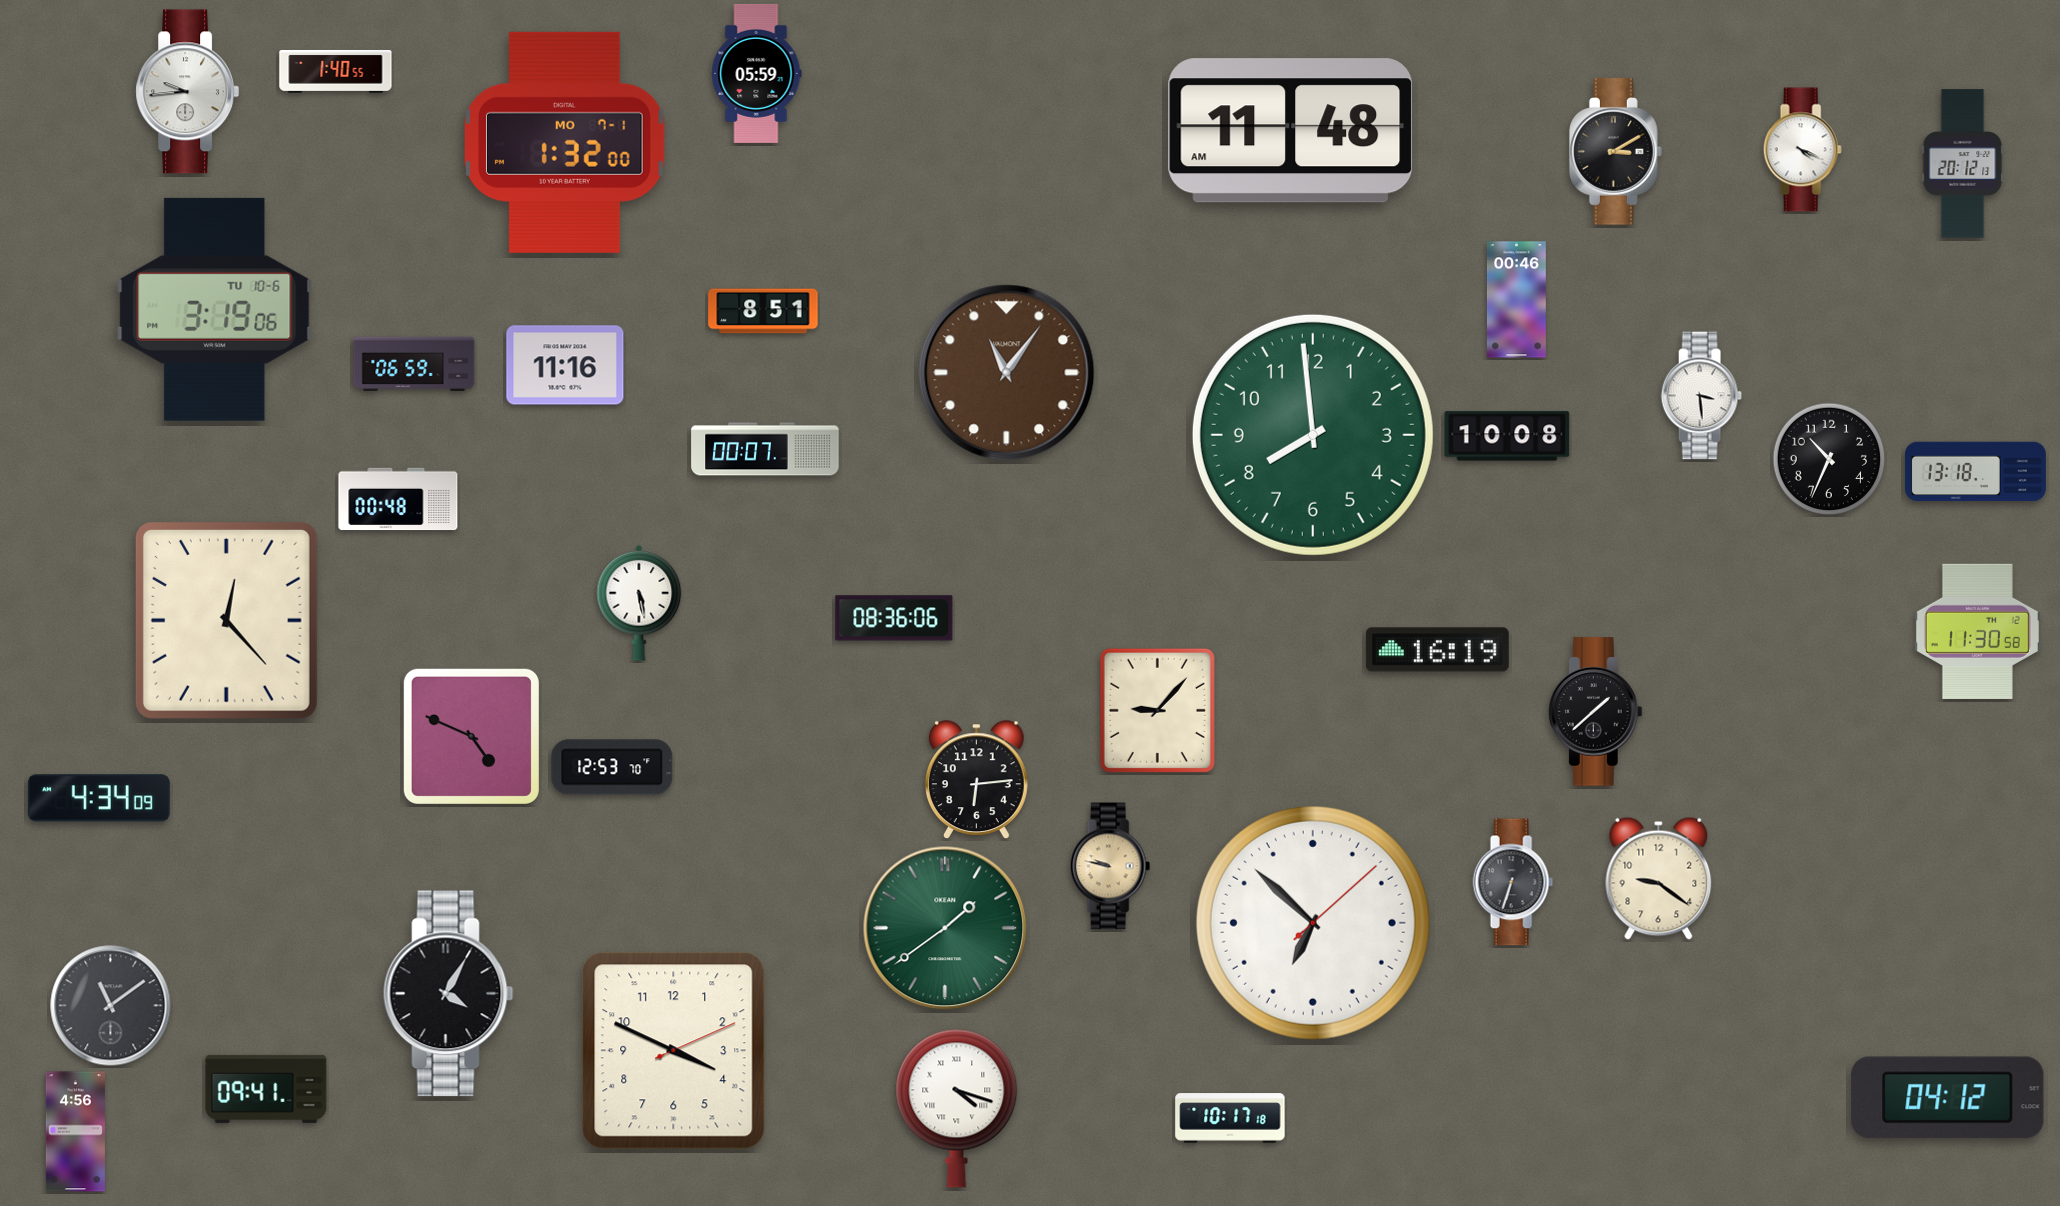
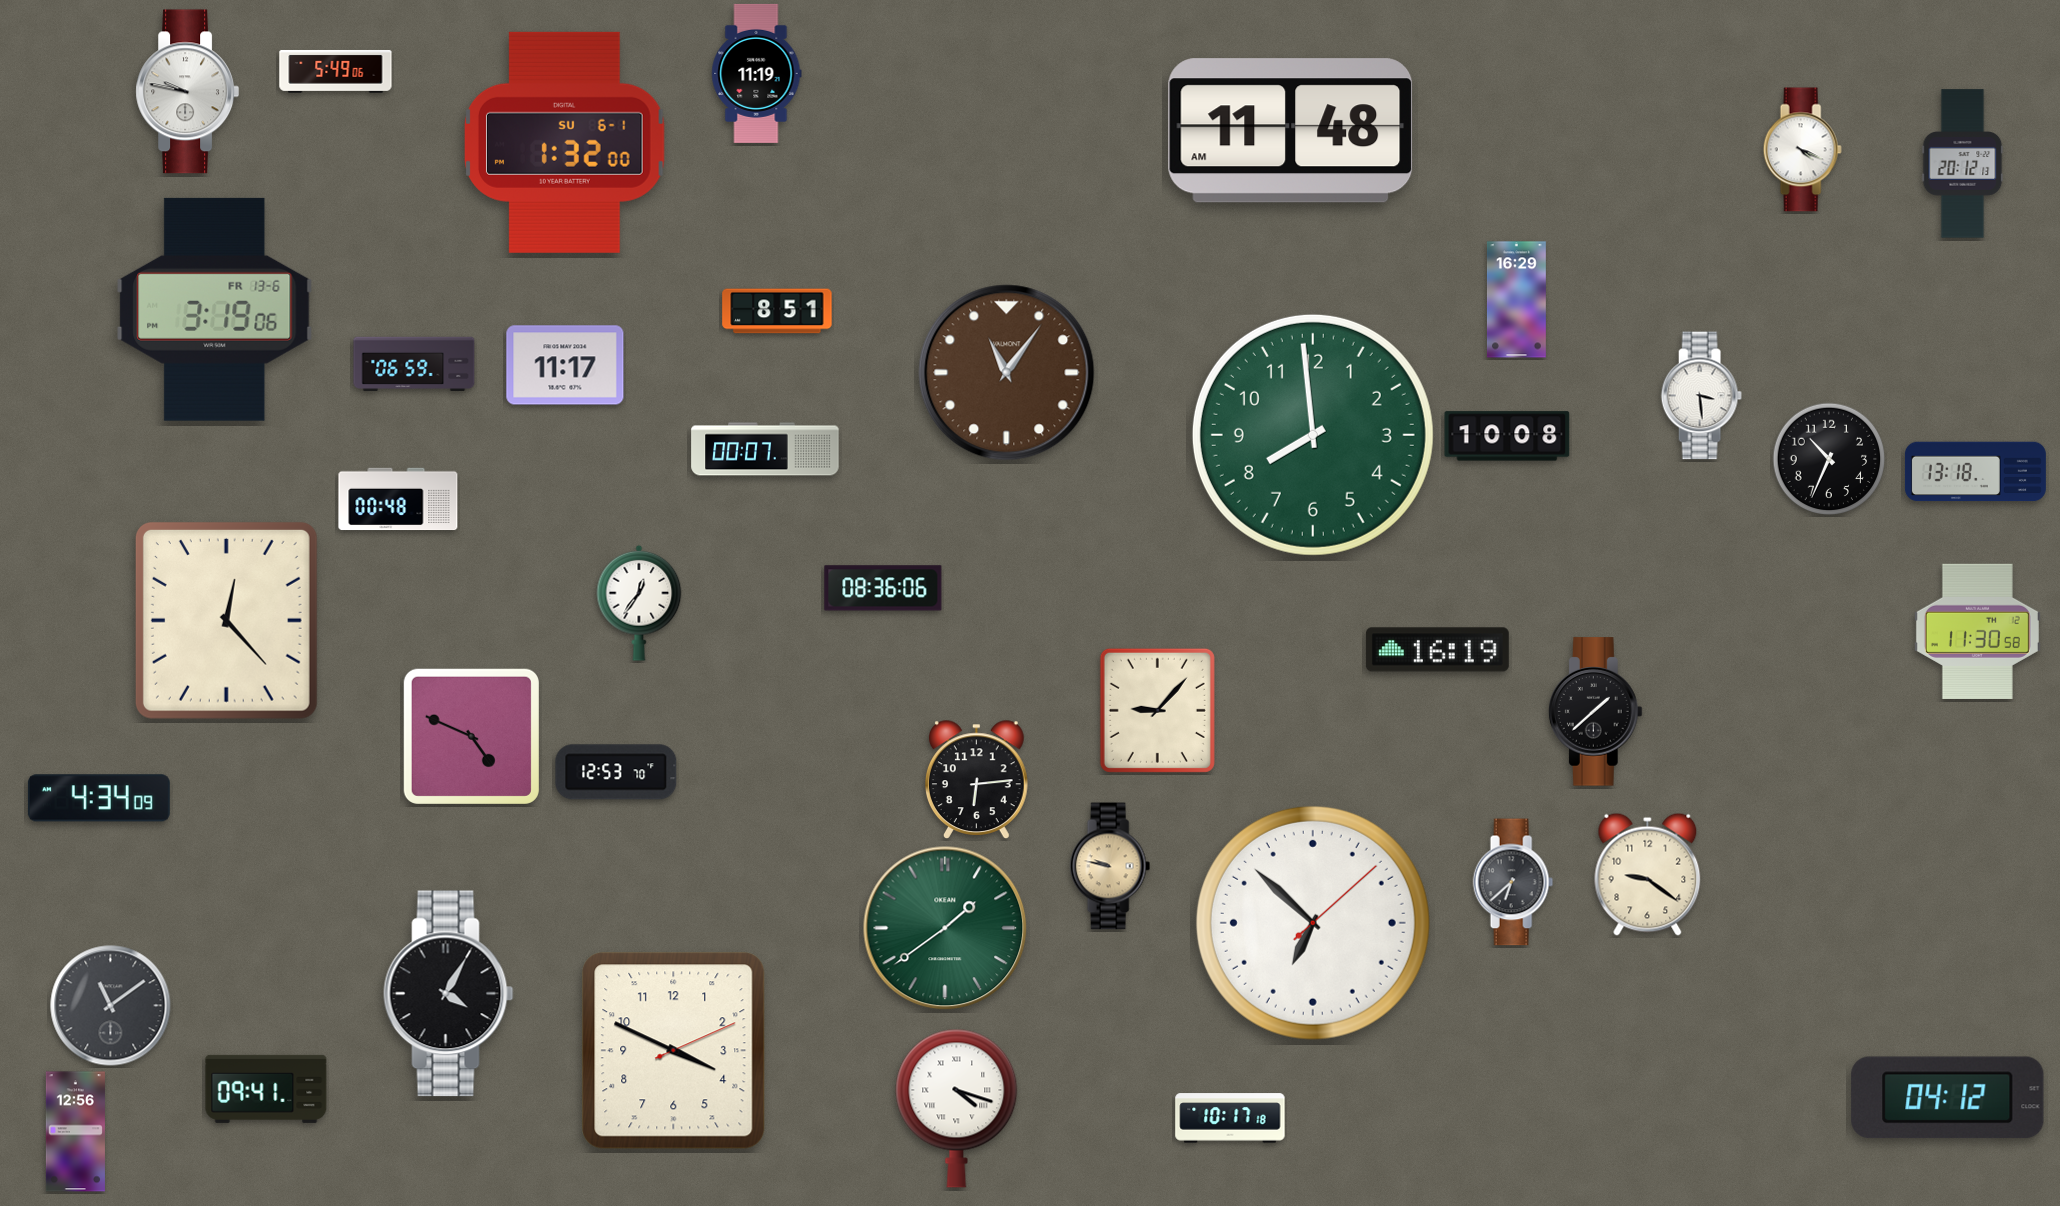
clock at (336, 71): 1:40 -> 5:49
clock at (757, 73): 05:59 -> 11:19
clock at (188, 92): 9:44 -> 9:47
clock at (565, 142) date: MO 7-1 -> SU 6-1
clock at (1615, 152): 3:10 -> none
clock at (1516, 300): 00:46 -> 16:29
clock at (215, 309) date: TU 10-6 -> FR 13-6
clock at (763, 311) position: (763, 311) -> (777, 311)
clock at (565, 365): 11:16 -> 11:17
clock at (639, 603): 5:28 -> 12:36
clock at (894, 618) position: (894, 618) -> (883, 588)
clock at (612, 767) position: (612, 767) -> (616, 772)
clock at (1659, 878) position: (1659, 878) -> (1648, 874)
clock at (1513, 882): 6:33 -> 6:38
clock at (75, 1132): 4:56 -> 12:56
